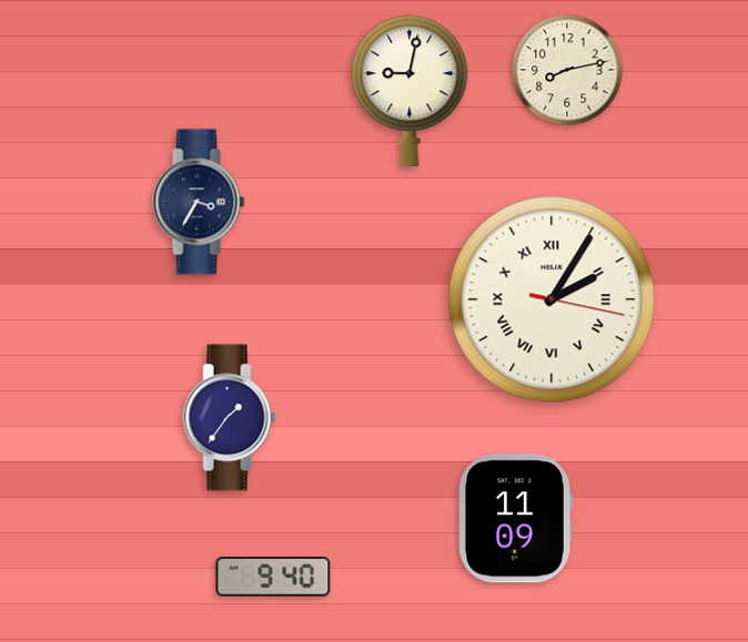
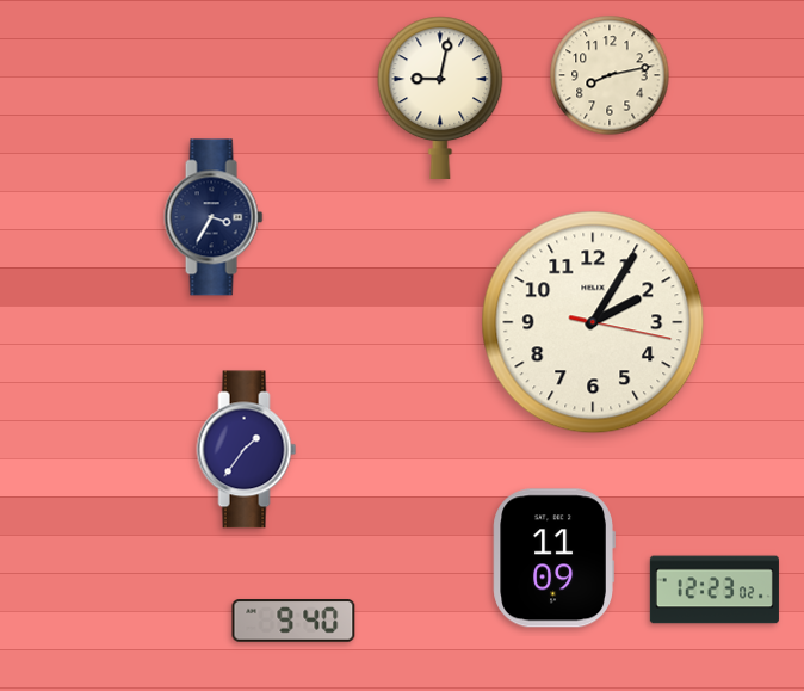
clock at (552, 299) numerals: Roman -> Arabic
clock at (715, 590): none -> 12:23
